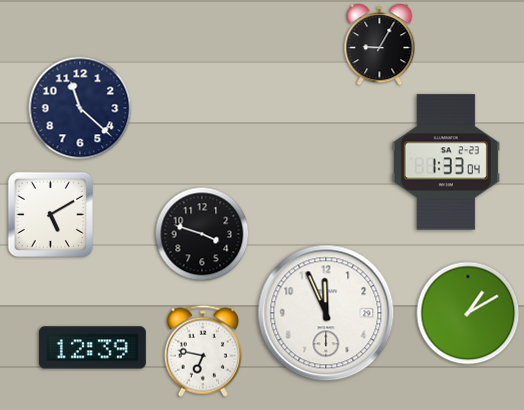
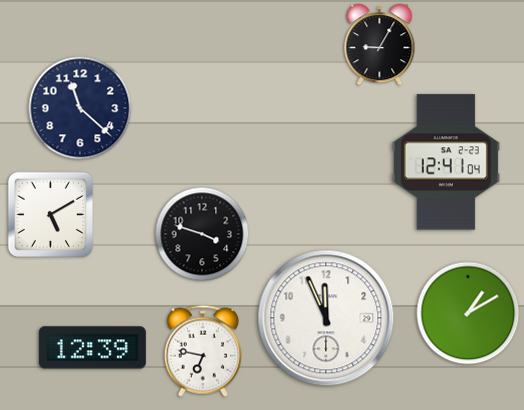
clock at (446, 162): 1:33 -> 12:41
clock at (326, 313) position: (326, 313) -> (326, 318)
